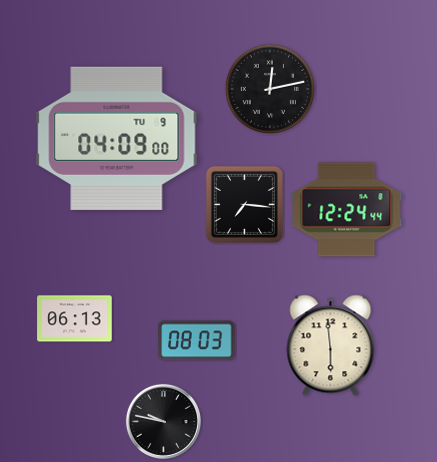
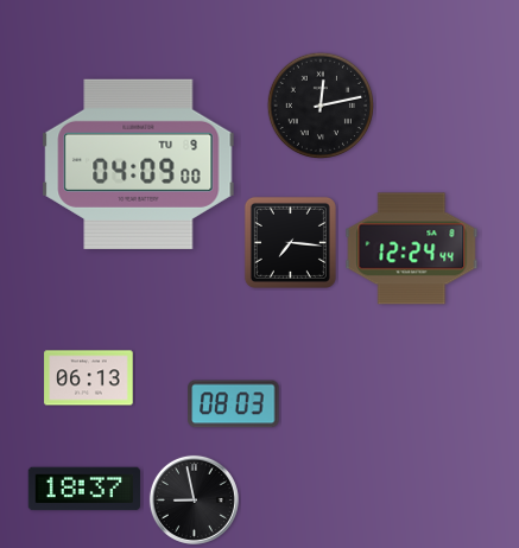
clock at (331, 346): 5:59 -> none
clock at (84, 489): none -> 18:37
clock at (163, 421): 9:47 -> 8:58
